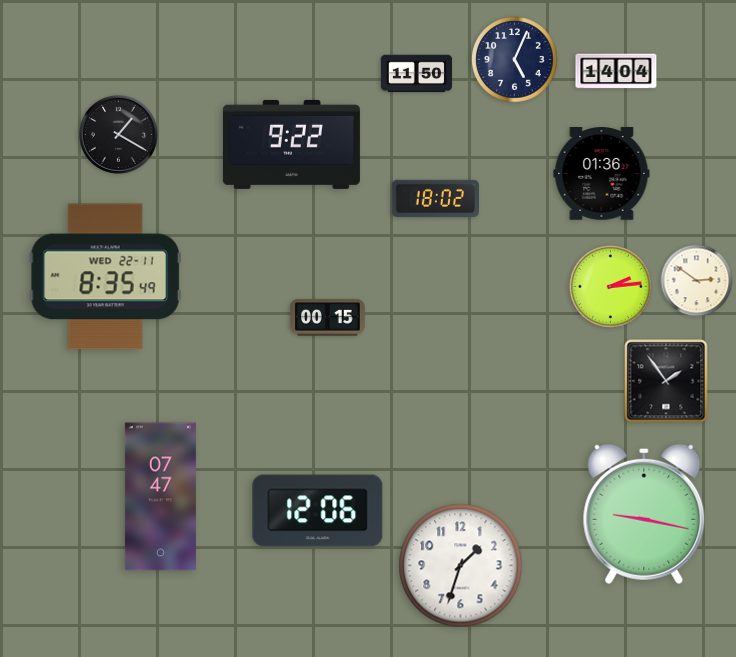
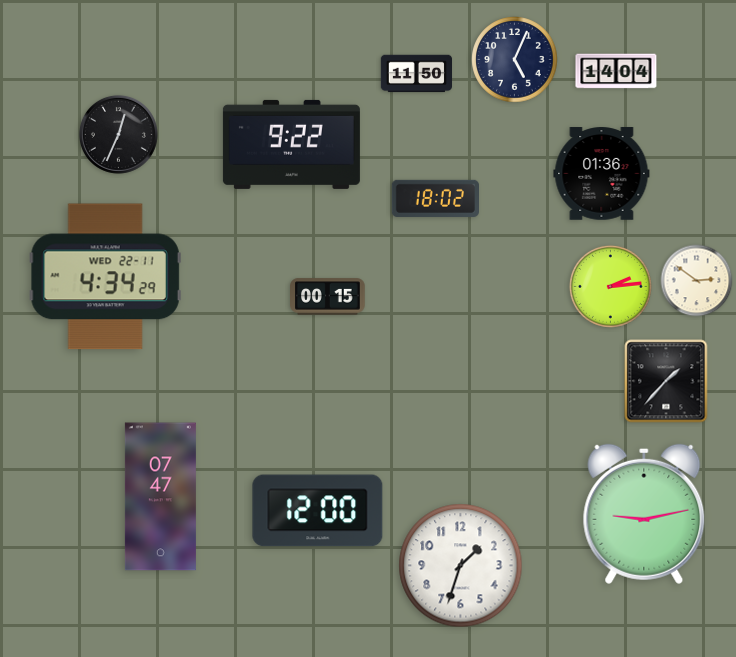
clock at (118, 134): 1:20 -> 12:34
clock at (105, 277): 8:35 -> 4:34
clock at (328, 318) position: (328, 318) -> (328, 297)
clock at (666, 381): 1:54 -> 1:37
clock at (318, 511): 12:06 -> 12:00
clock at (644, 514): 9:17 -> 9:13
